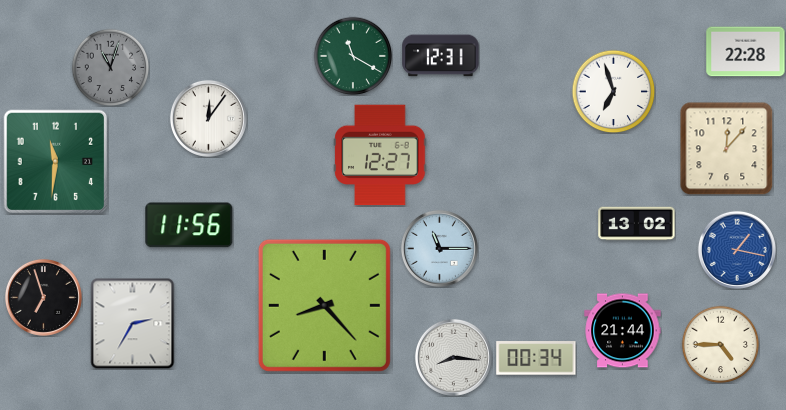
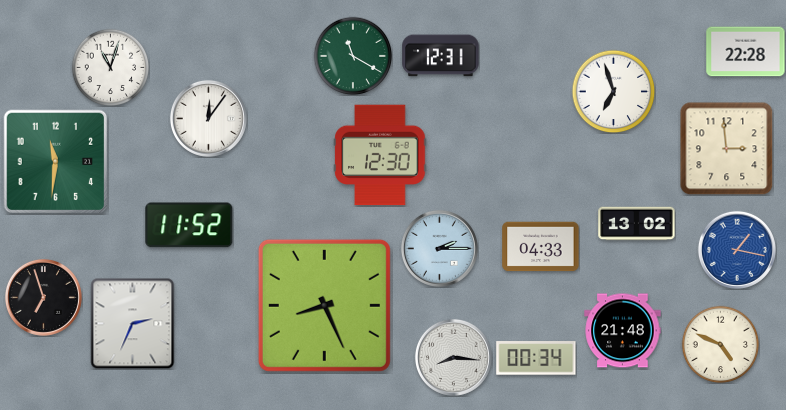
clock at (110, 67) dial: grey -> white
clock at (727, 149): 12:07 -> 2:59
clock at (380, 155): 12:27 -> 12:30
clock at (189, 225): 11:56 -> 11:52
clock at (541, 247): none -> 04:33
clock at (439, 248): 11:15 -> 2:15
clock at (324, 305): 8:23 -> 8:26
clock at (133, 324): 2:35 -> 2:34
clock at (623, 331): 21:44 -> 21:48
clock at (720, 344): 4:45 -> 4:49
